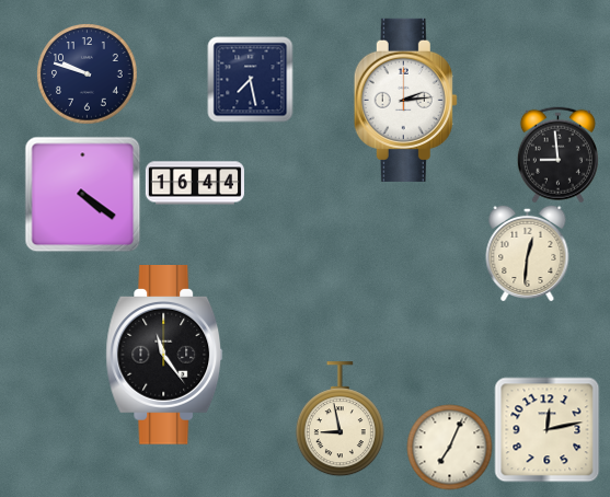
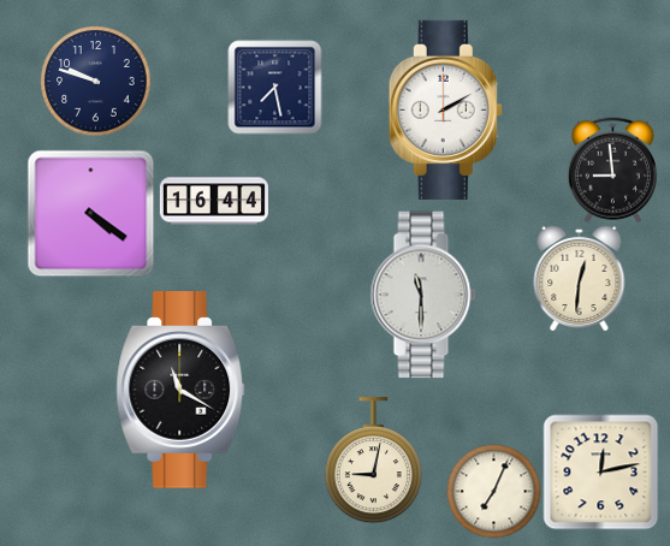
clock at (405, 100): 2:14 -> 2:10
clock at (423, 295): none -> 11:30
clock at (164, 356): 11:24 -> 11:20
clock at (339, 419): 8:58 -> 9:02
